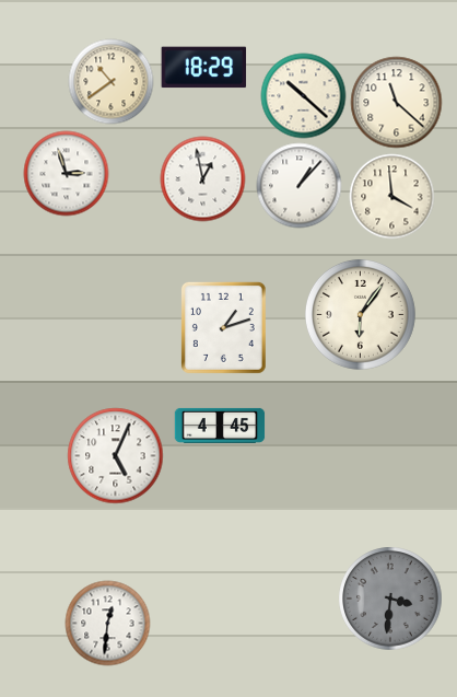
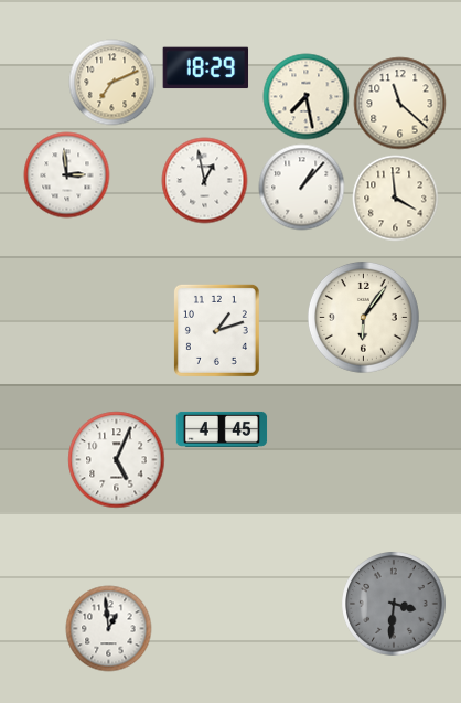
clock at (110, 81): 10:39 -> 7:11
clock at (303, 95): 10:22 -> 7:28
clock at (66, 173): 2:57 -> 2:59
clock at (223, 327) position: (223, 327) -> (216, 330)
clock at (107, 623): 12:31 -> 12:59
